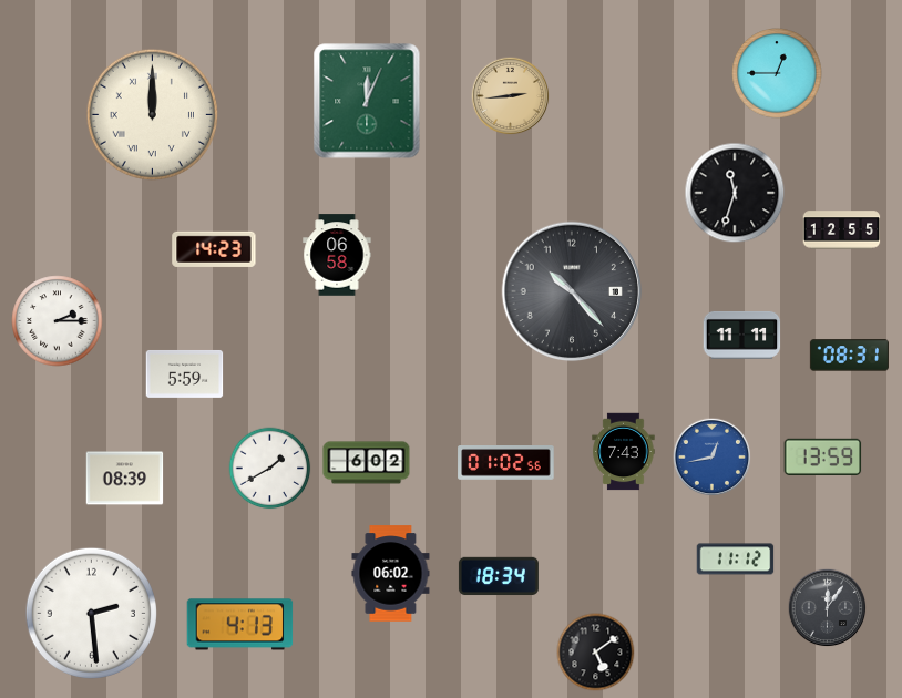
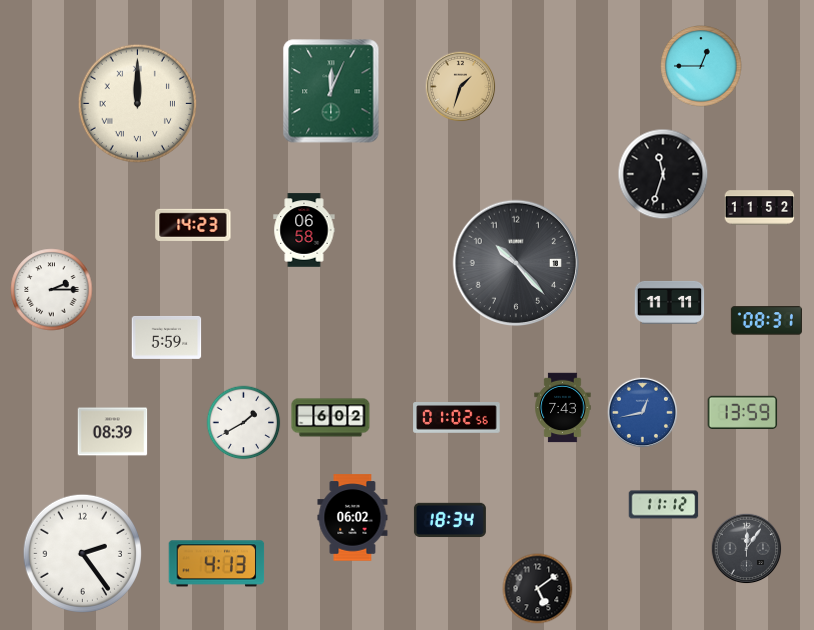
clock at (511, 96): 2:44 -> 1:33
clock at (842, 230): 12:55 -> 11:52
clock at (91, 613): 2:29 -> 2:24
